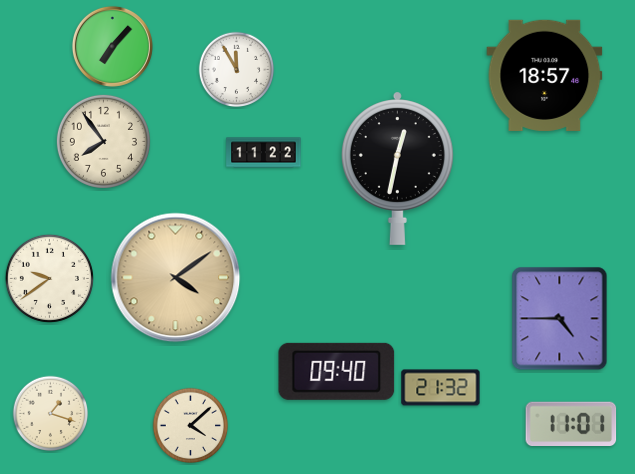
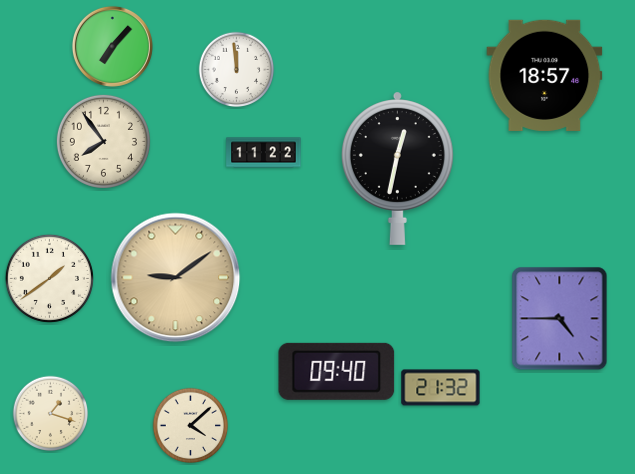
clock at (237, 70): 11:55 -> 11:59
clock at (49, 278): 9:39 -> 1:39
clock at (176, 278): 4:09 -> 9:09
clock at (571, 423): 11:01 -> none
